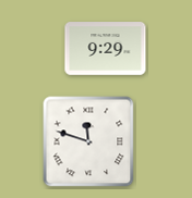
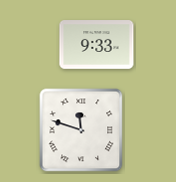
clock at (106, 49): 9:29 -> 9:33
